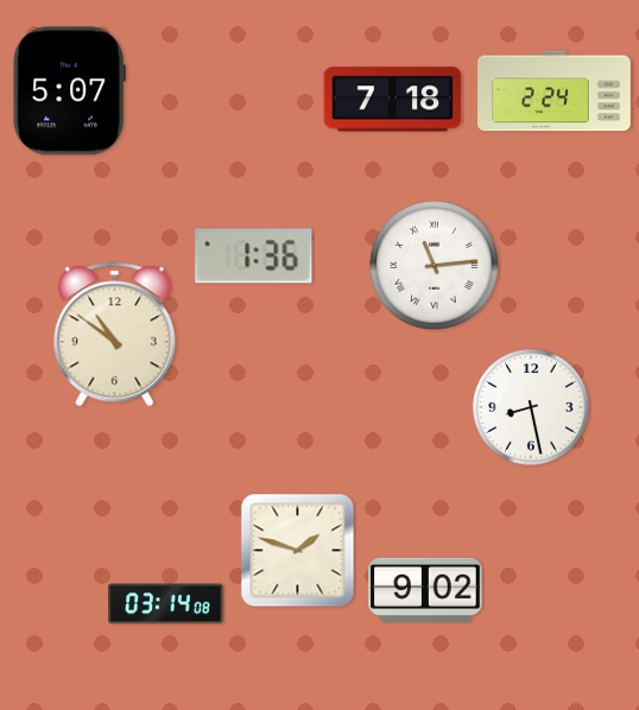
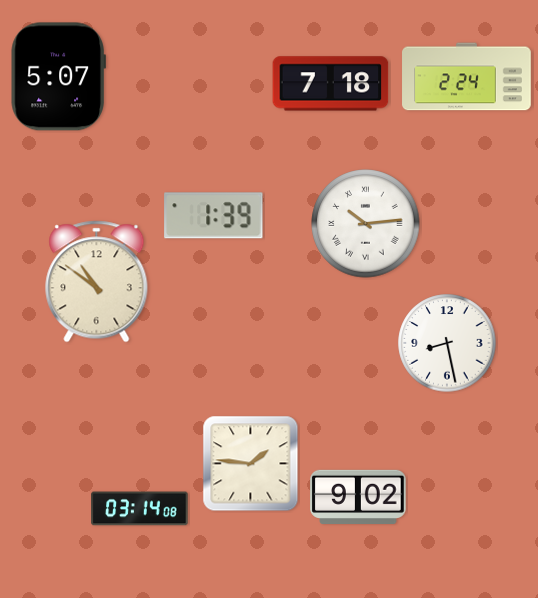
clock at (254, 256): 1:36 -> 1:39
clock at (435, 266): 11:14 -> 10:14
clock at (298, 551): 1:48 -> 1:46
